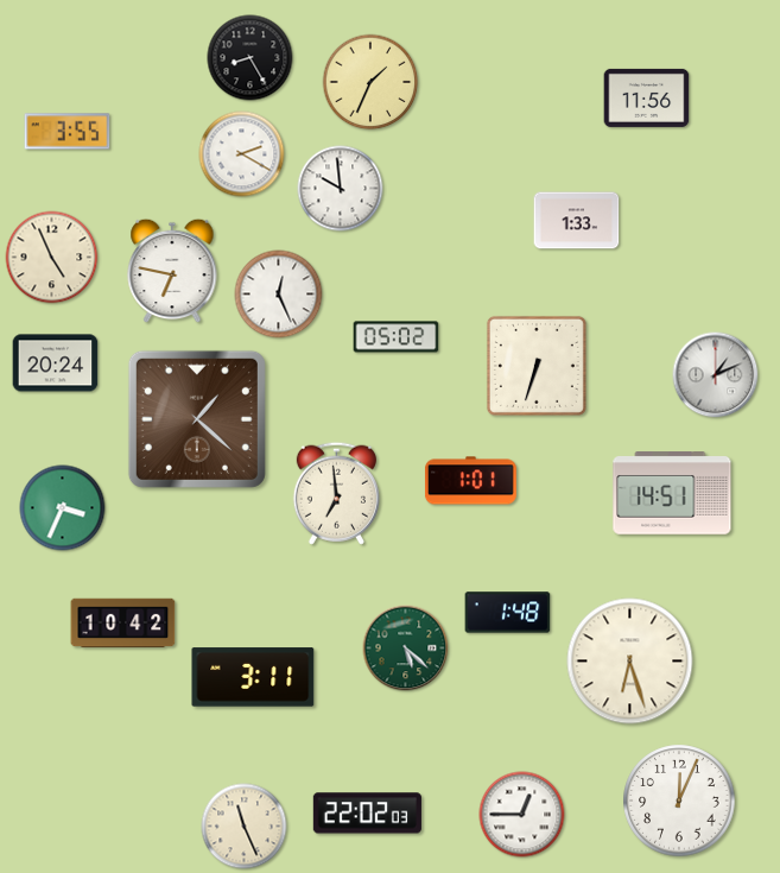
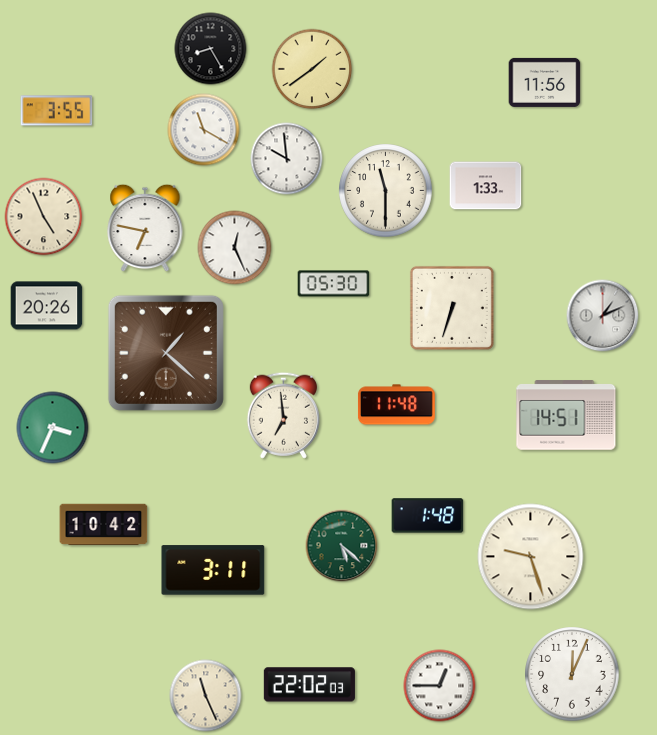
clock at (370, 82): 1:34 -> 1:39
clock at (242, 154): 2:20 -> 11:20
clock at (386, 191): none -> 11:30
clock at (397, 337): 05:02 -> 05:30
clock at (56, 363): 20:24 -> 20:26
clock at (470, 481): 1:01 -> 11:48
clock at (630, 662): 6:27 -> 9:27
